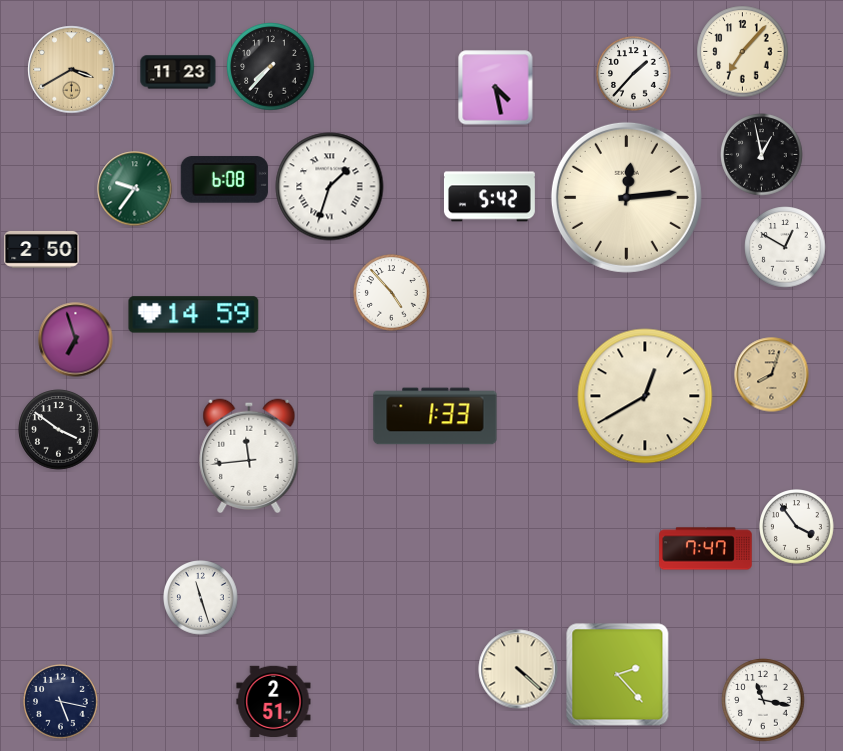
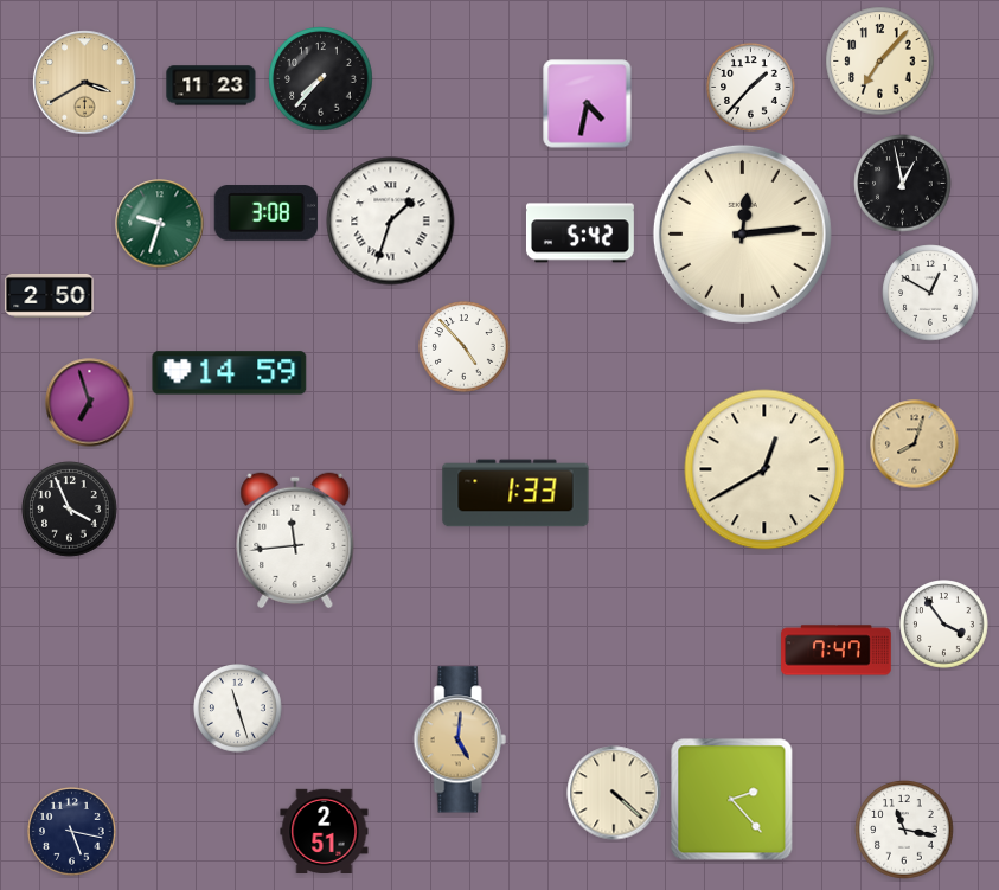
clock at (496, 88): 4:28 -> 4:32
clock at (224, 180): 6:08 -> 3:08
clock at (135, 189): 9:36 -> 9:33
clock at (59, 430): 3:51 -> 3:56
clock at (460, 739): none -> 5:01
